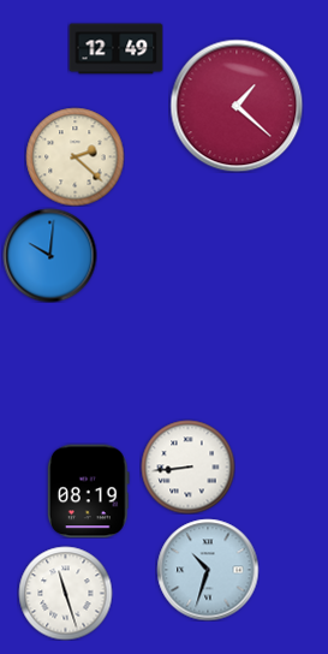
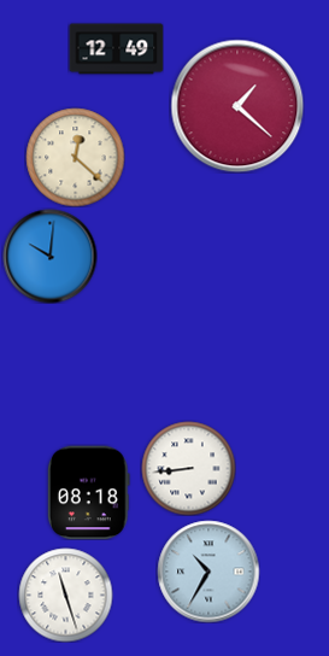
clock at (74, 156): 2:22 -> 12:22
clock at (89, 490): 08:19 -> 08:18
clock at (208, 570): 10:33 -> 10:35
